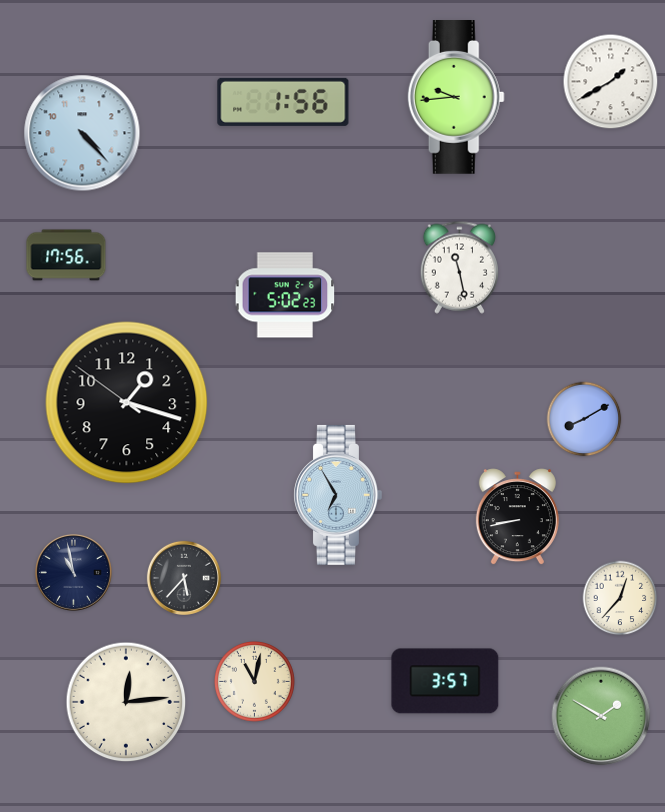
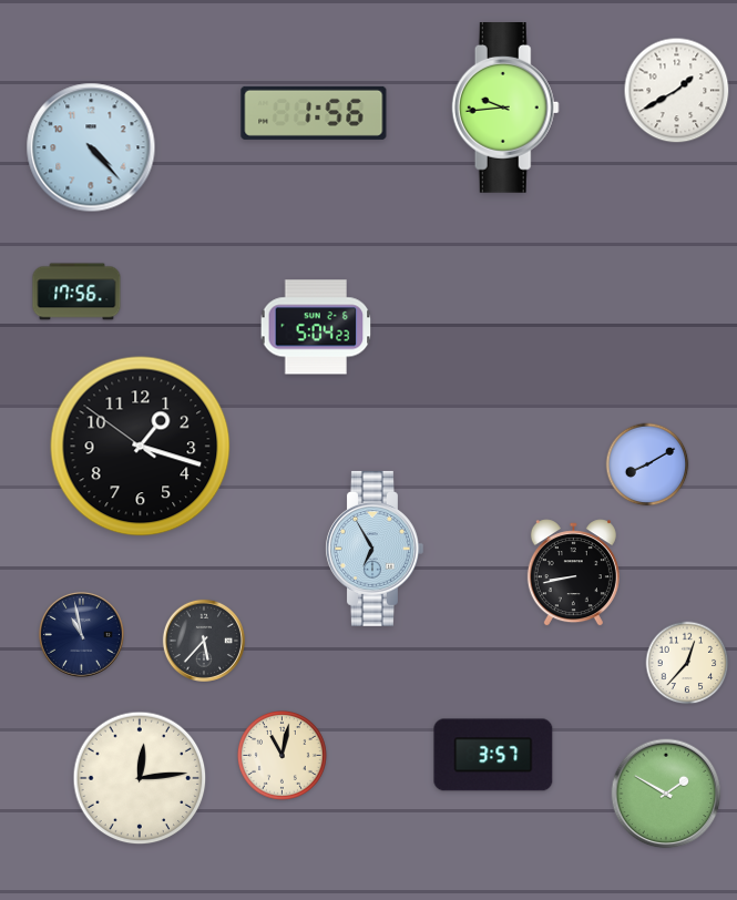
clock at (66, 255) position: (66, 255) -> (76, 292)
clock at (459, 267): 11:28 -> none
clock at (285, 295): 5:02 -> 5:04
